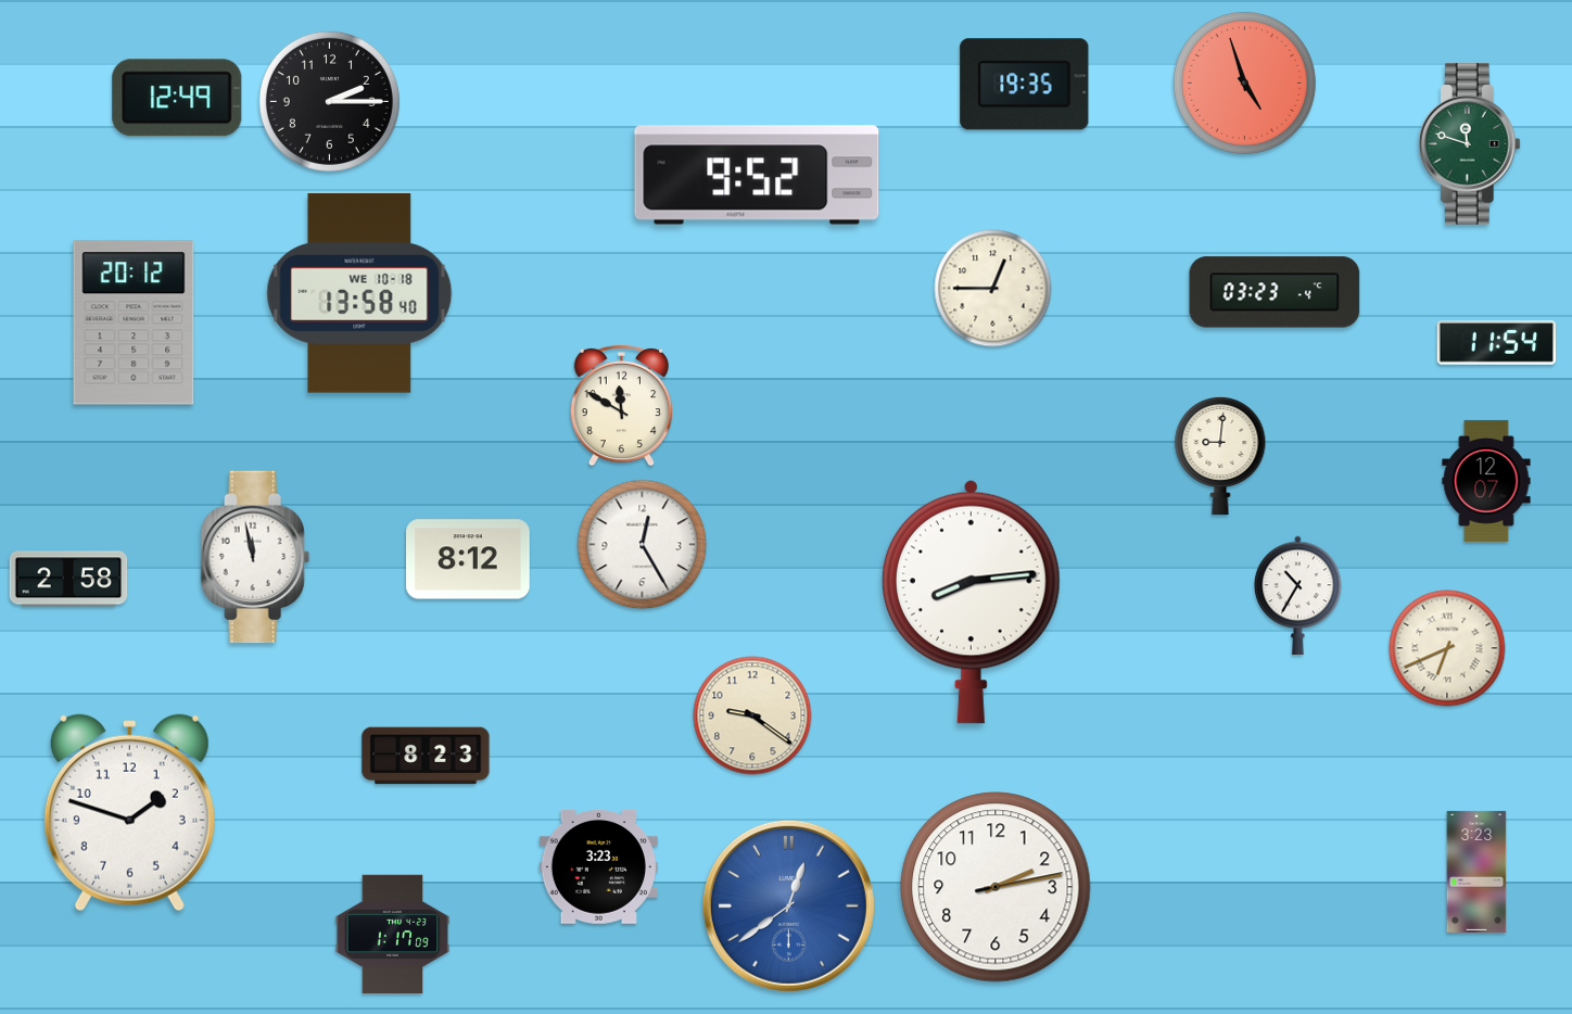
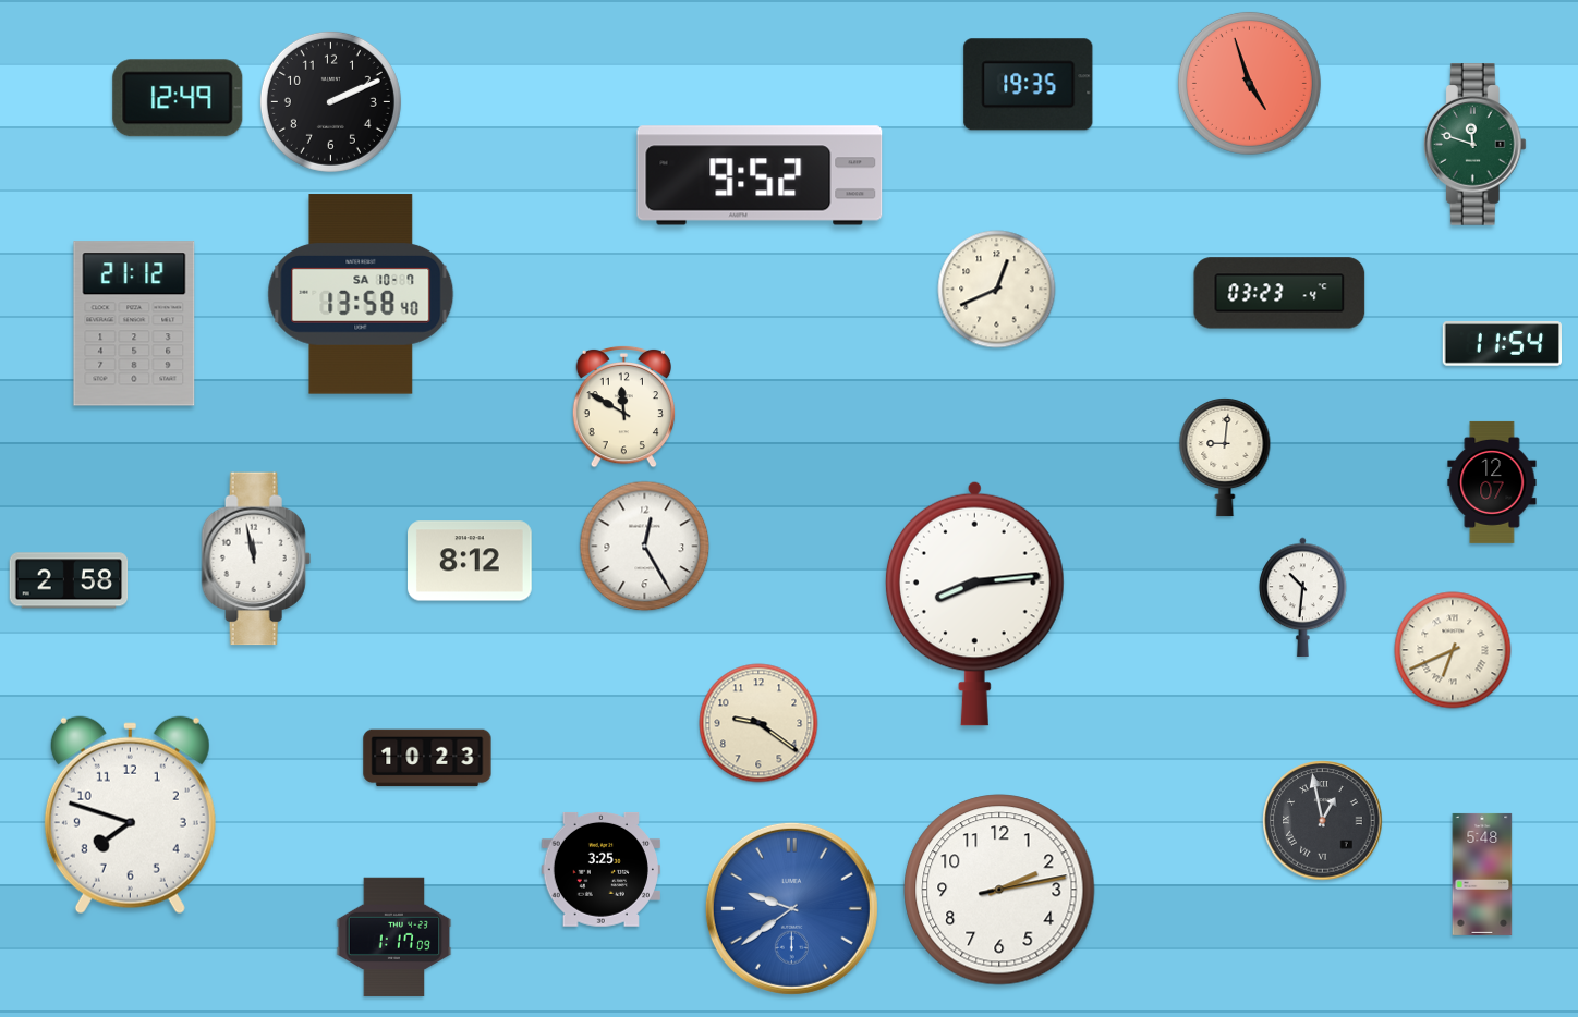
clock at (329, 101): 2:15 -> 2:11
clock at (993, 289): 12:45 -> 12:41
clock at (359, 293) date: WE 10-18 -> SA 10-7
clock at (134, 322): 20:12 -> 21:12
clock at (1298, 595): 10:35 -> 10:31
clock at (752, 715) position: (752, 715) -> (758, 723)
clock at (426, 756): 8:23 -> 10:23
clock at (129, 813): 1:48 -> 7:48
clock at (1323, 821): none -> 12:58
clock at (598, 866): 3:23 -> 3:25
clock at (1476, 872): 3:23 -> 5:48
clock at (788, 905): 12:39 -> 9:39
